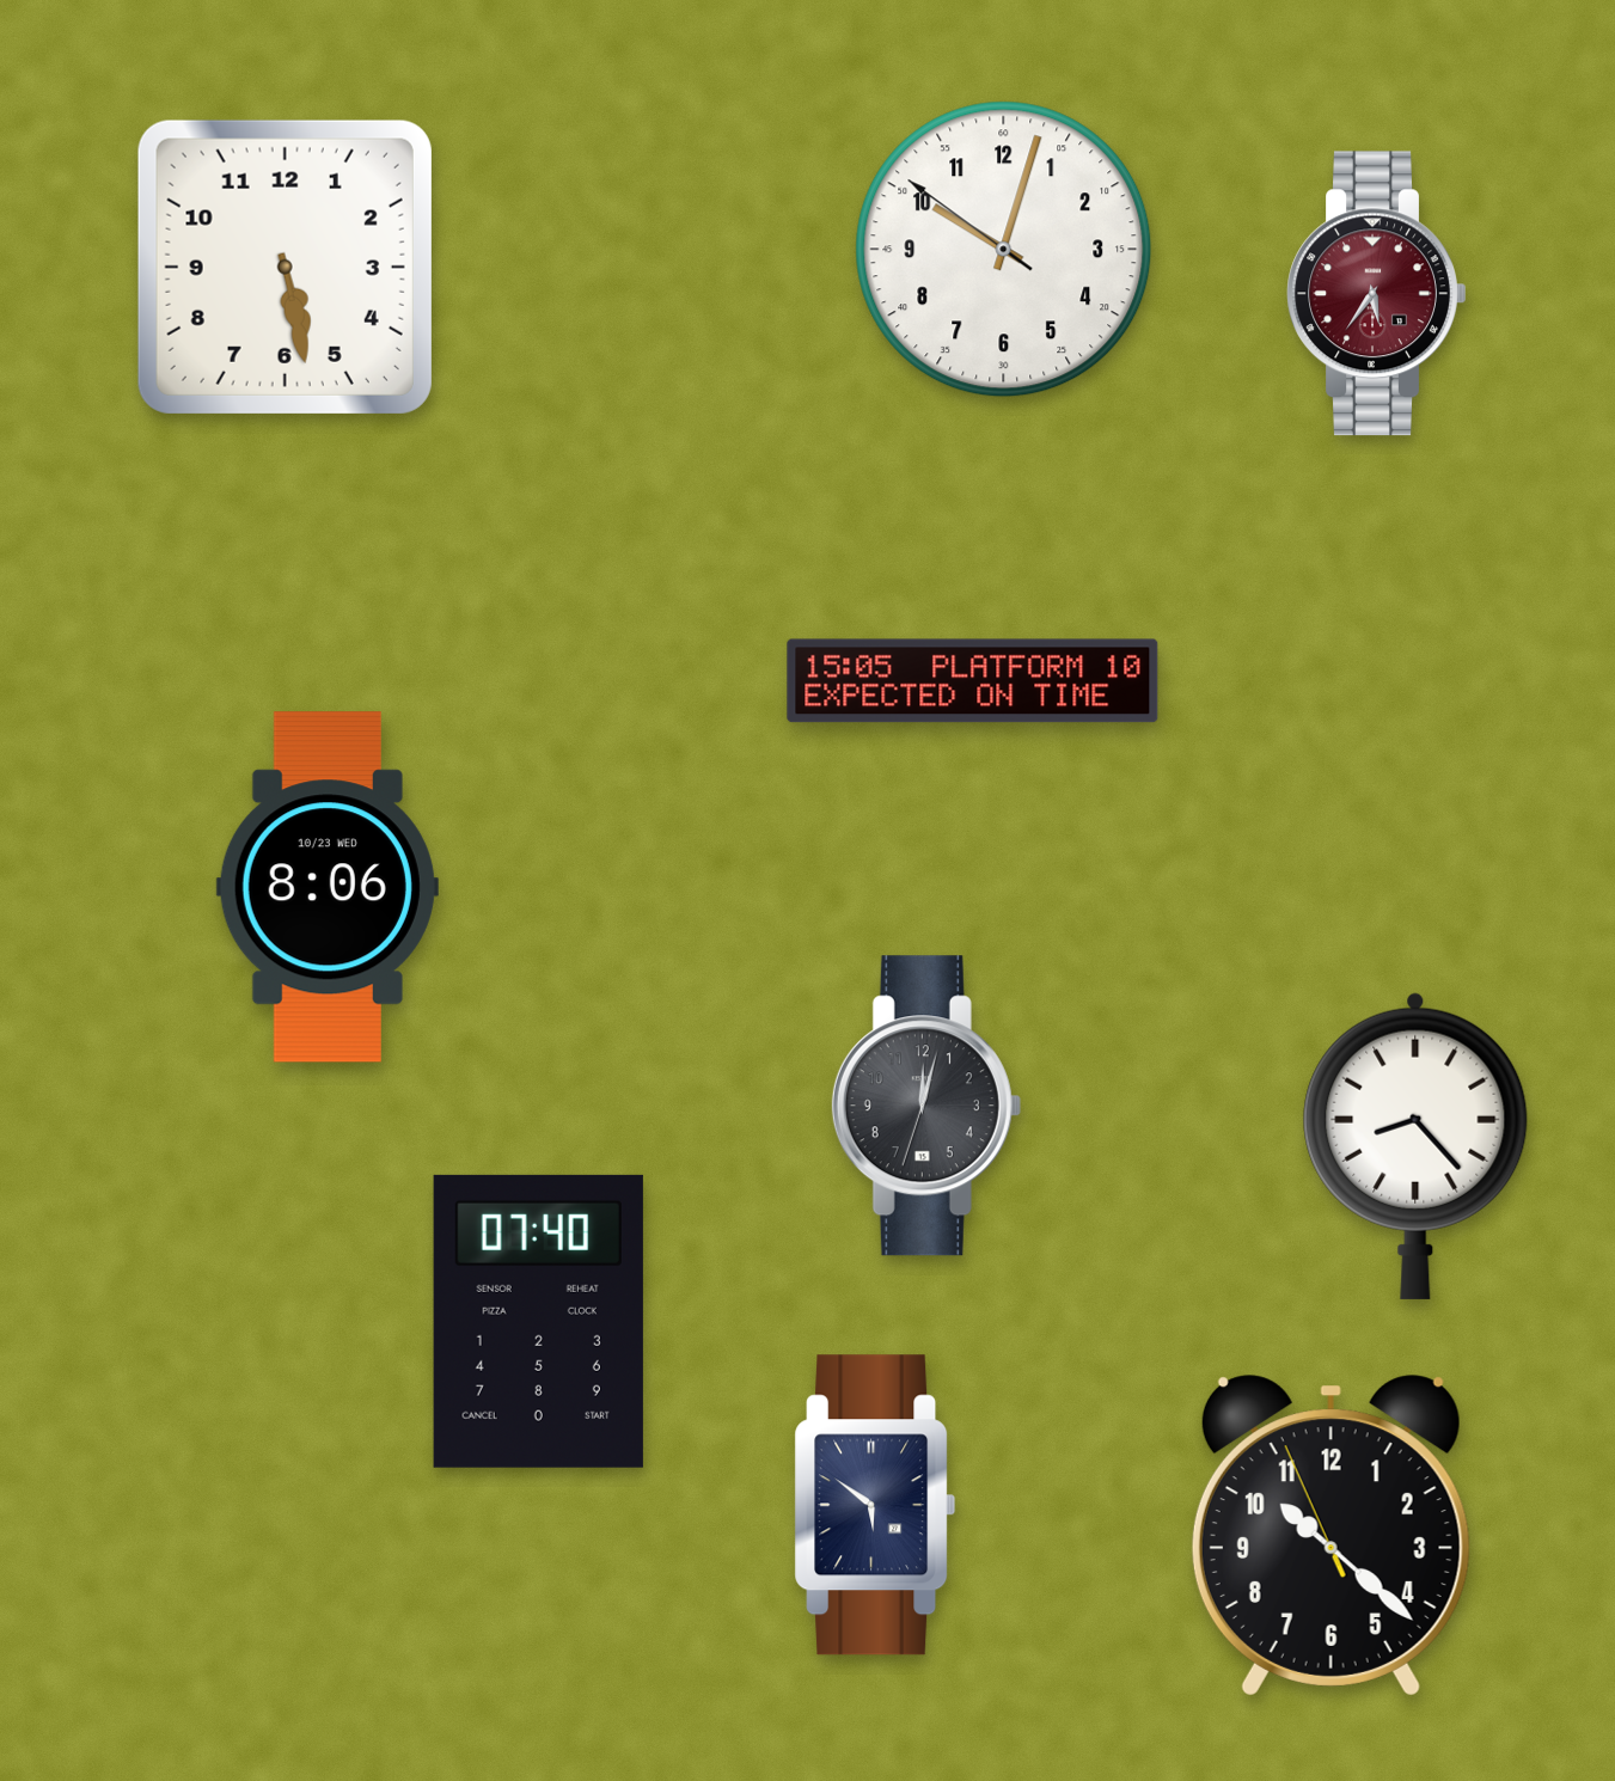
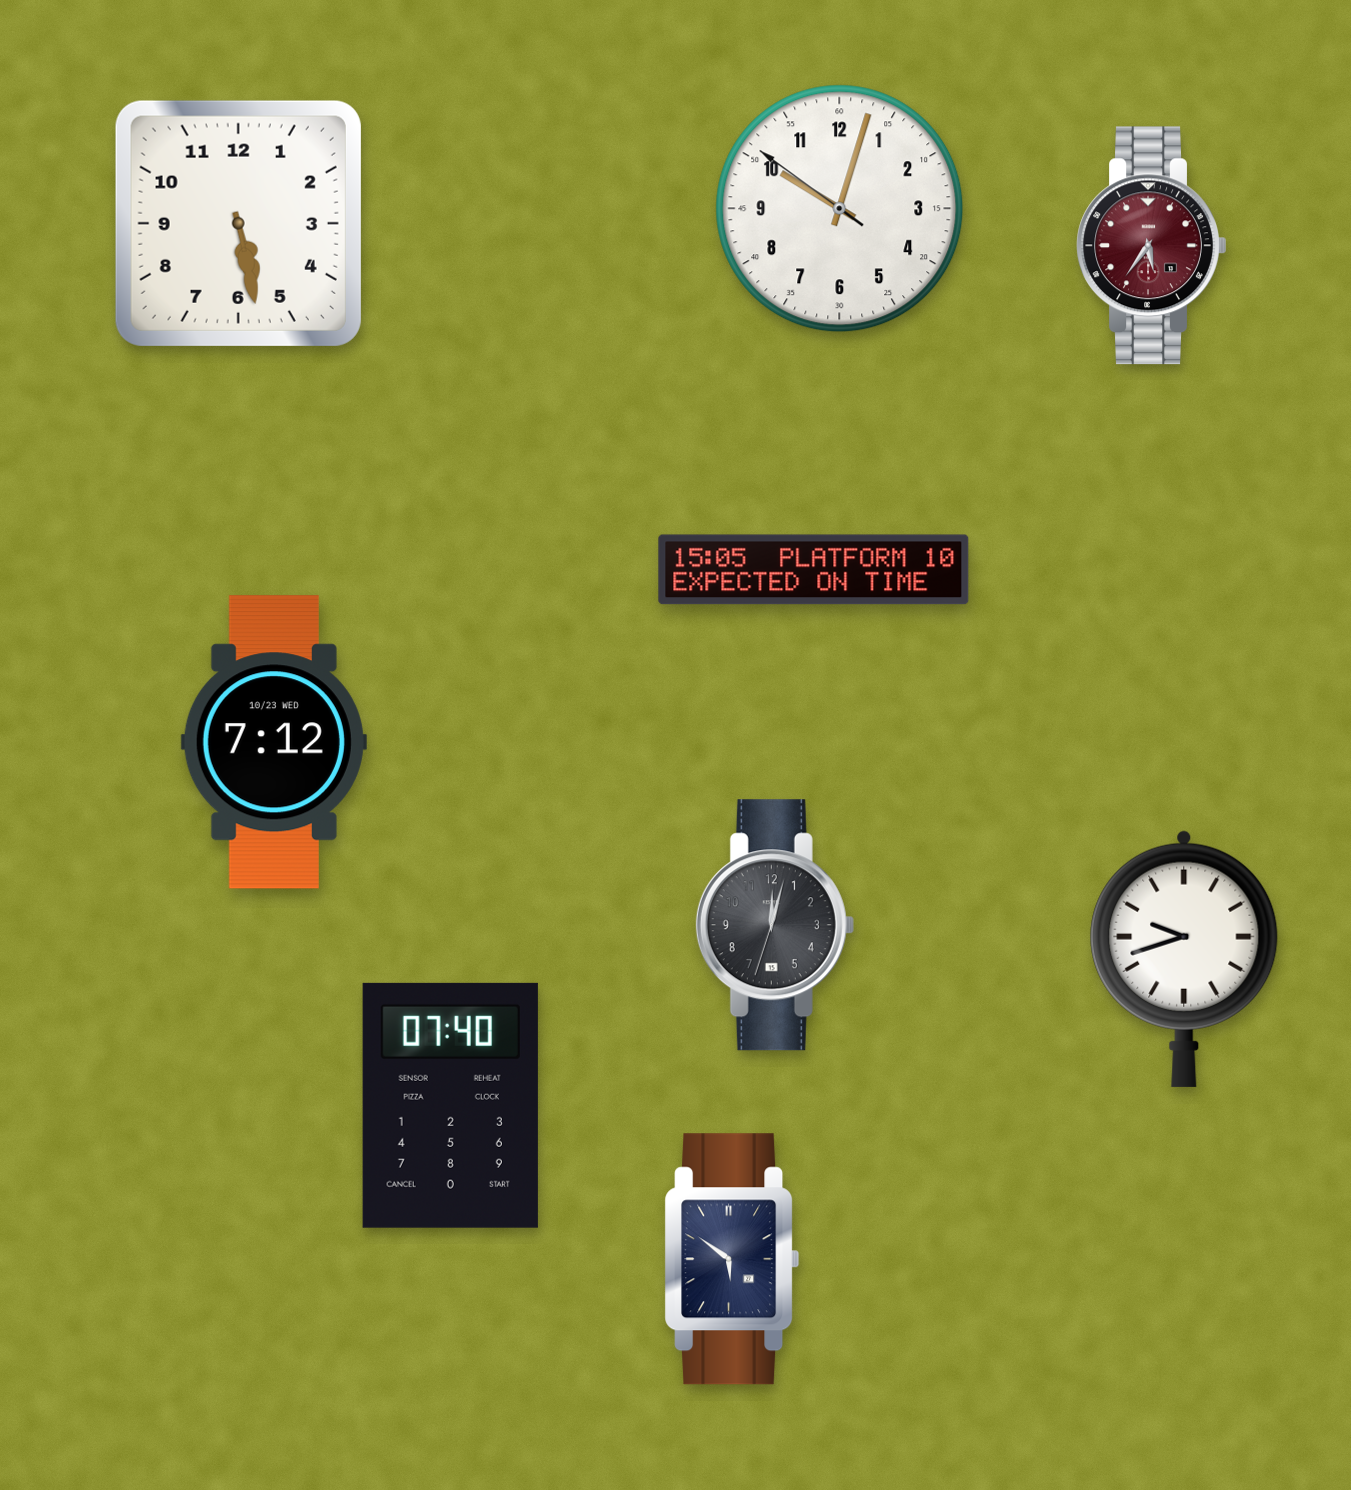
clock at (328, 887): 8:06 -> 7:12
clock at (1415, 1146): 8:23 -> 9:42
clock at (1330, 1536): 10:21 -> none
